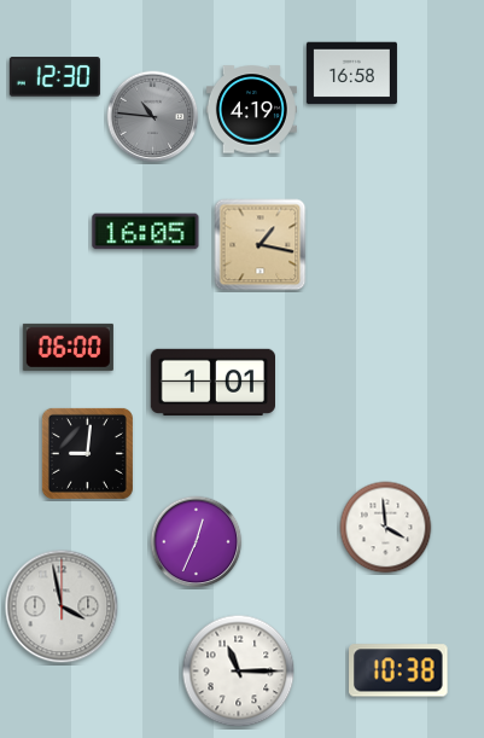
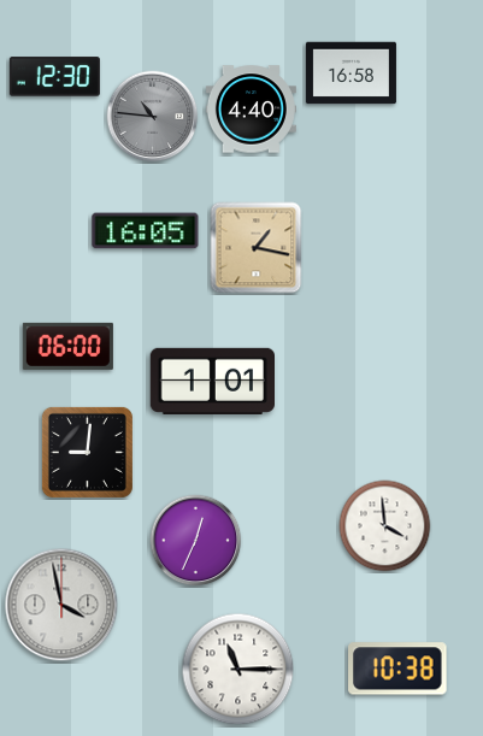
clock at (251, 110): 4:19 -> 4:40
clock at (261, 245) position: (261, 245) -> (257, 248)
